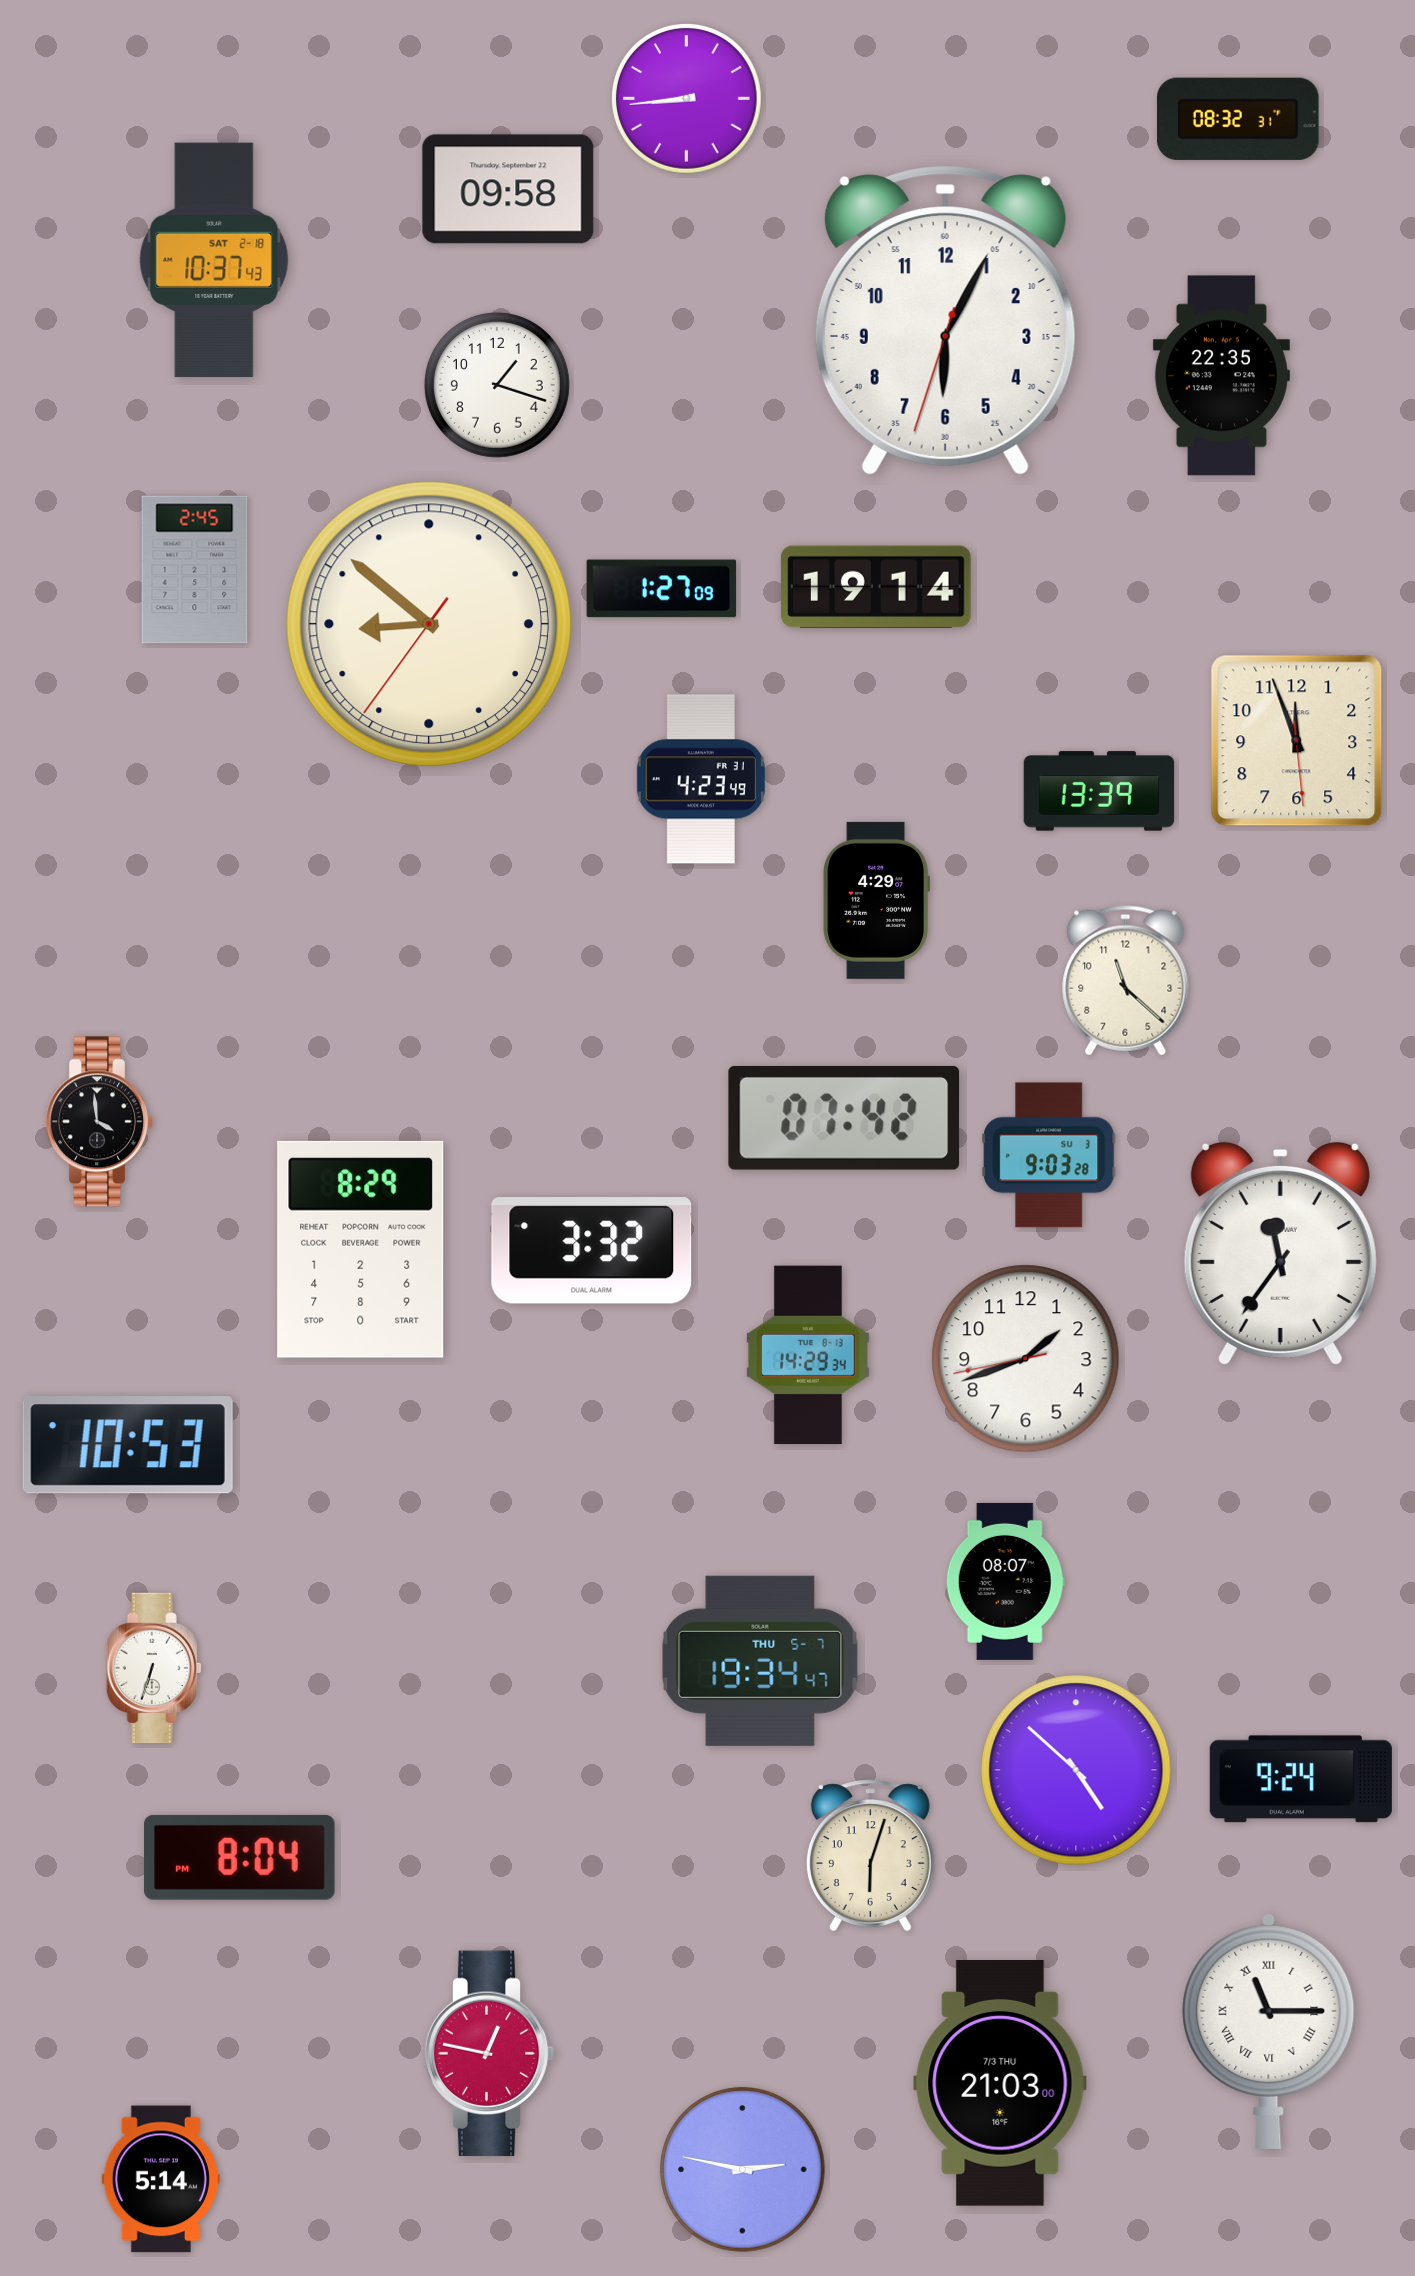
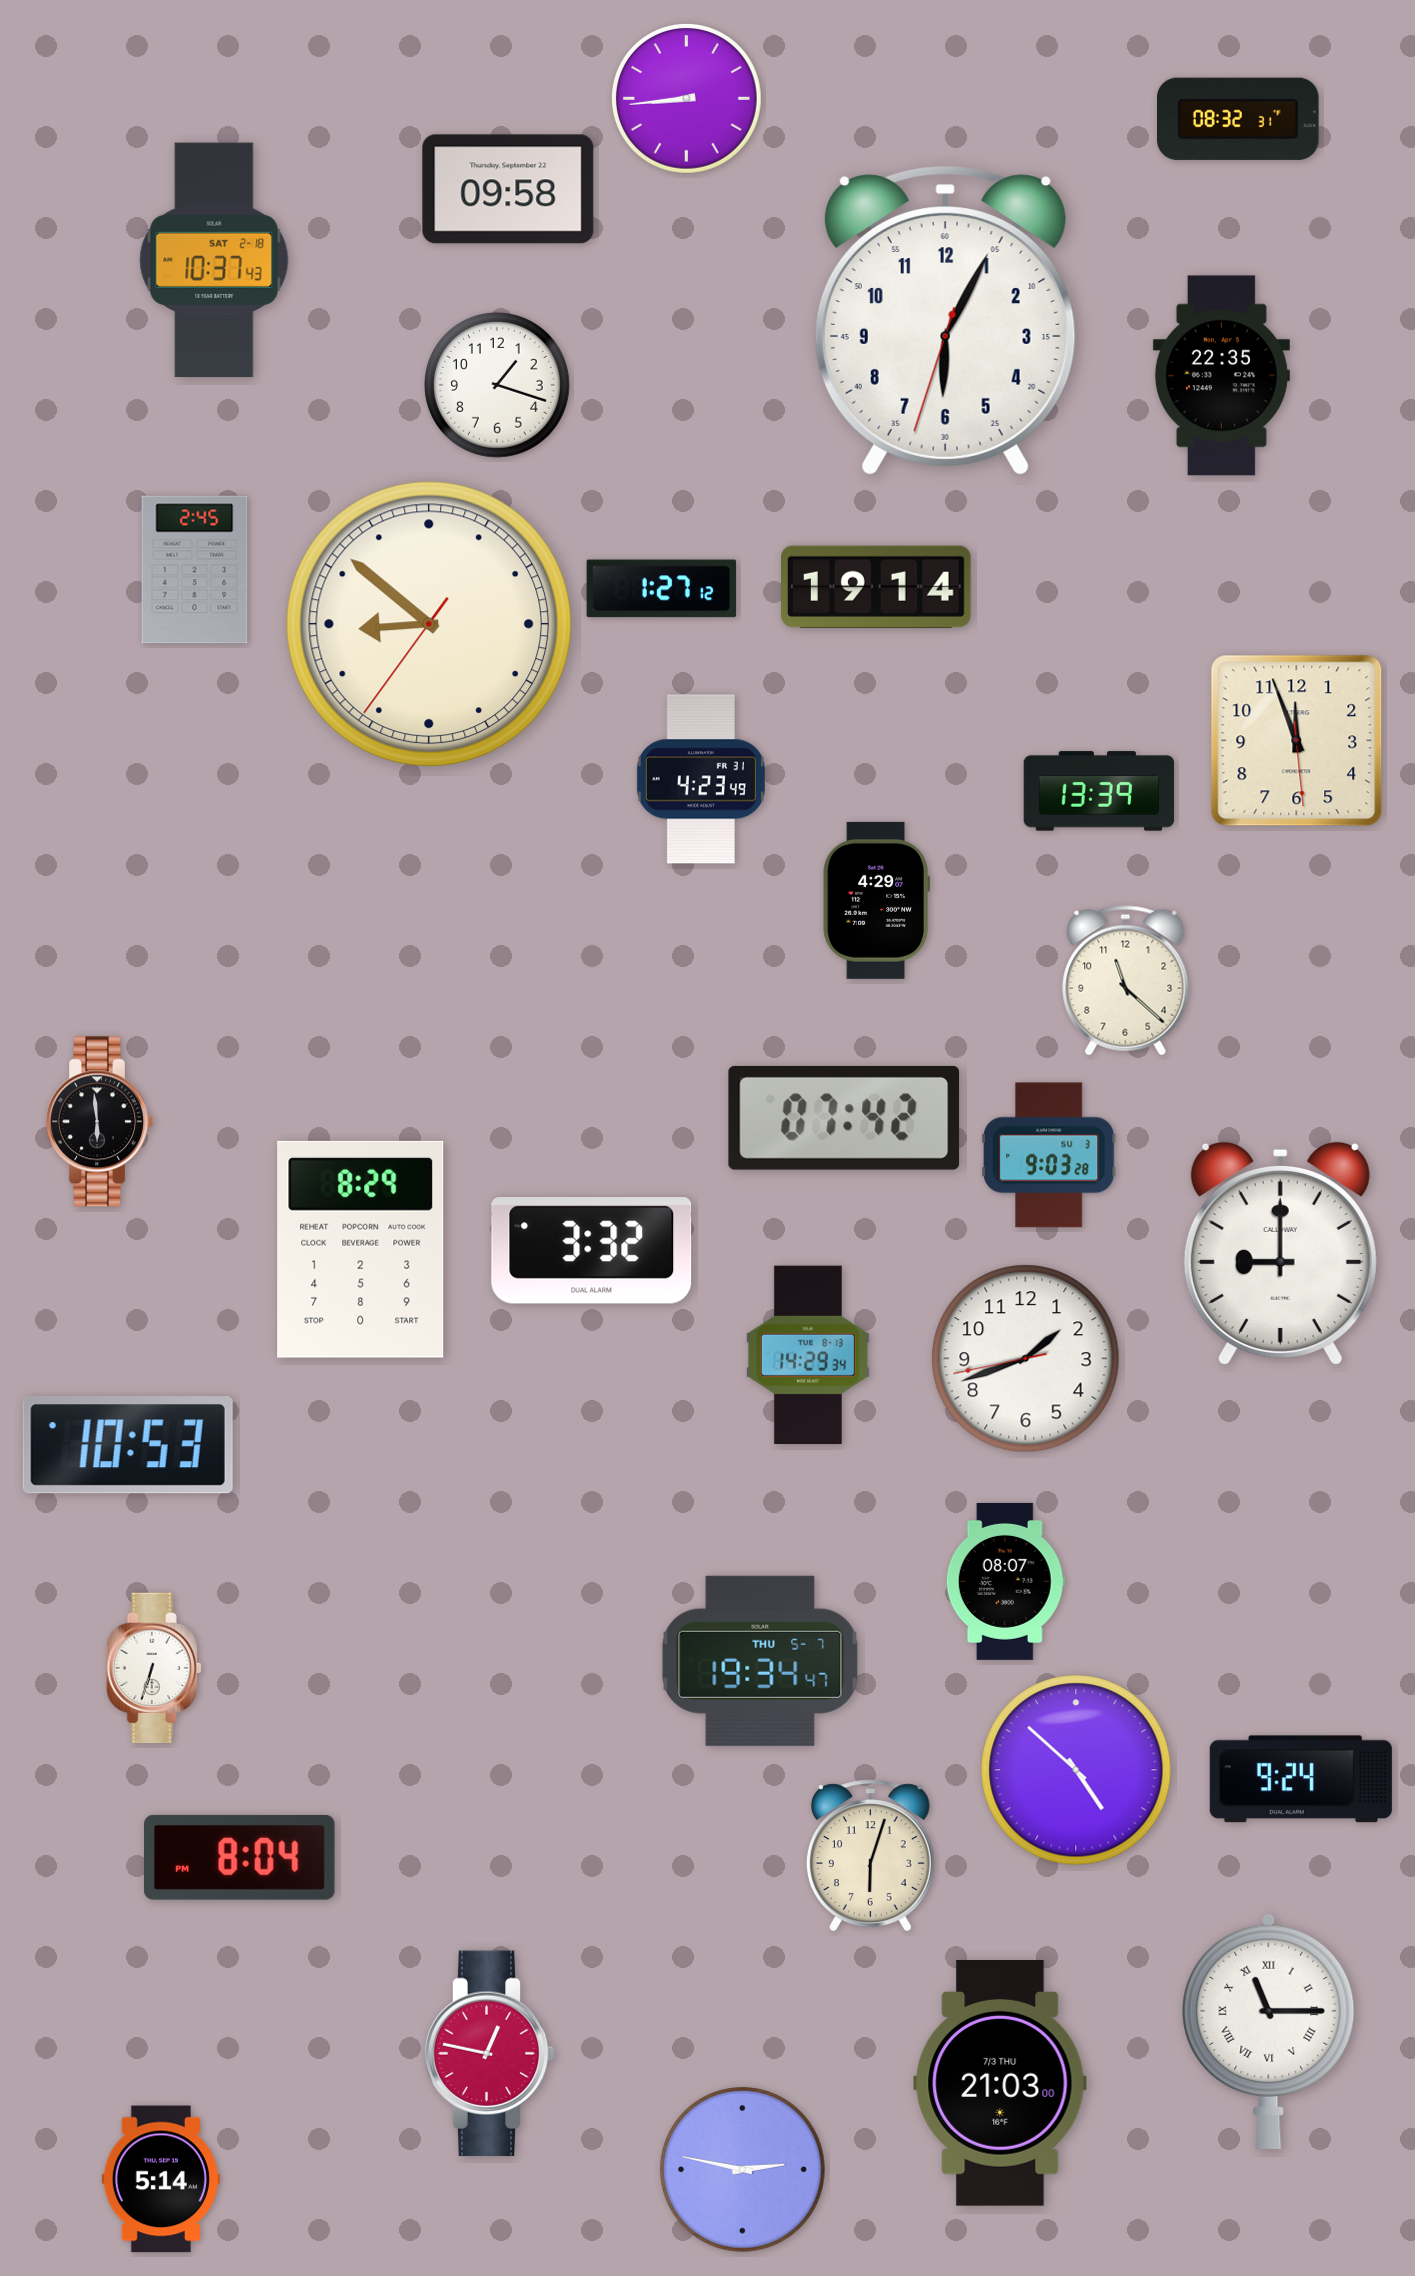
clock at (662, 589): 1:27:09 -> 1:27:12
clock at (99, 1122): 3:59 -> 5:59
clock at (1280, 1253): 11:36 -> 9:00
